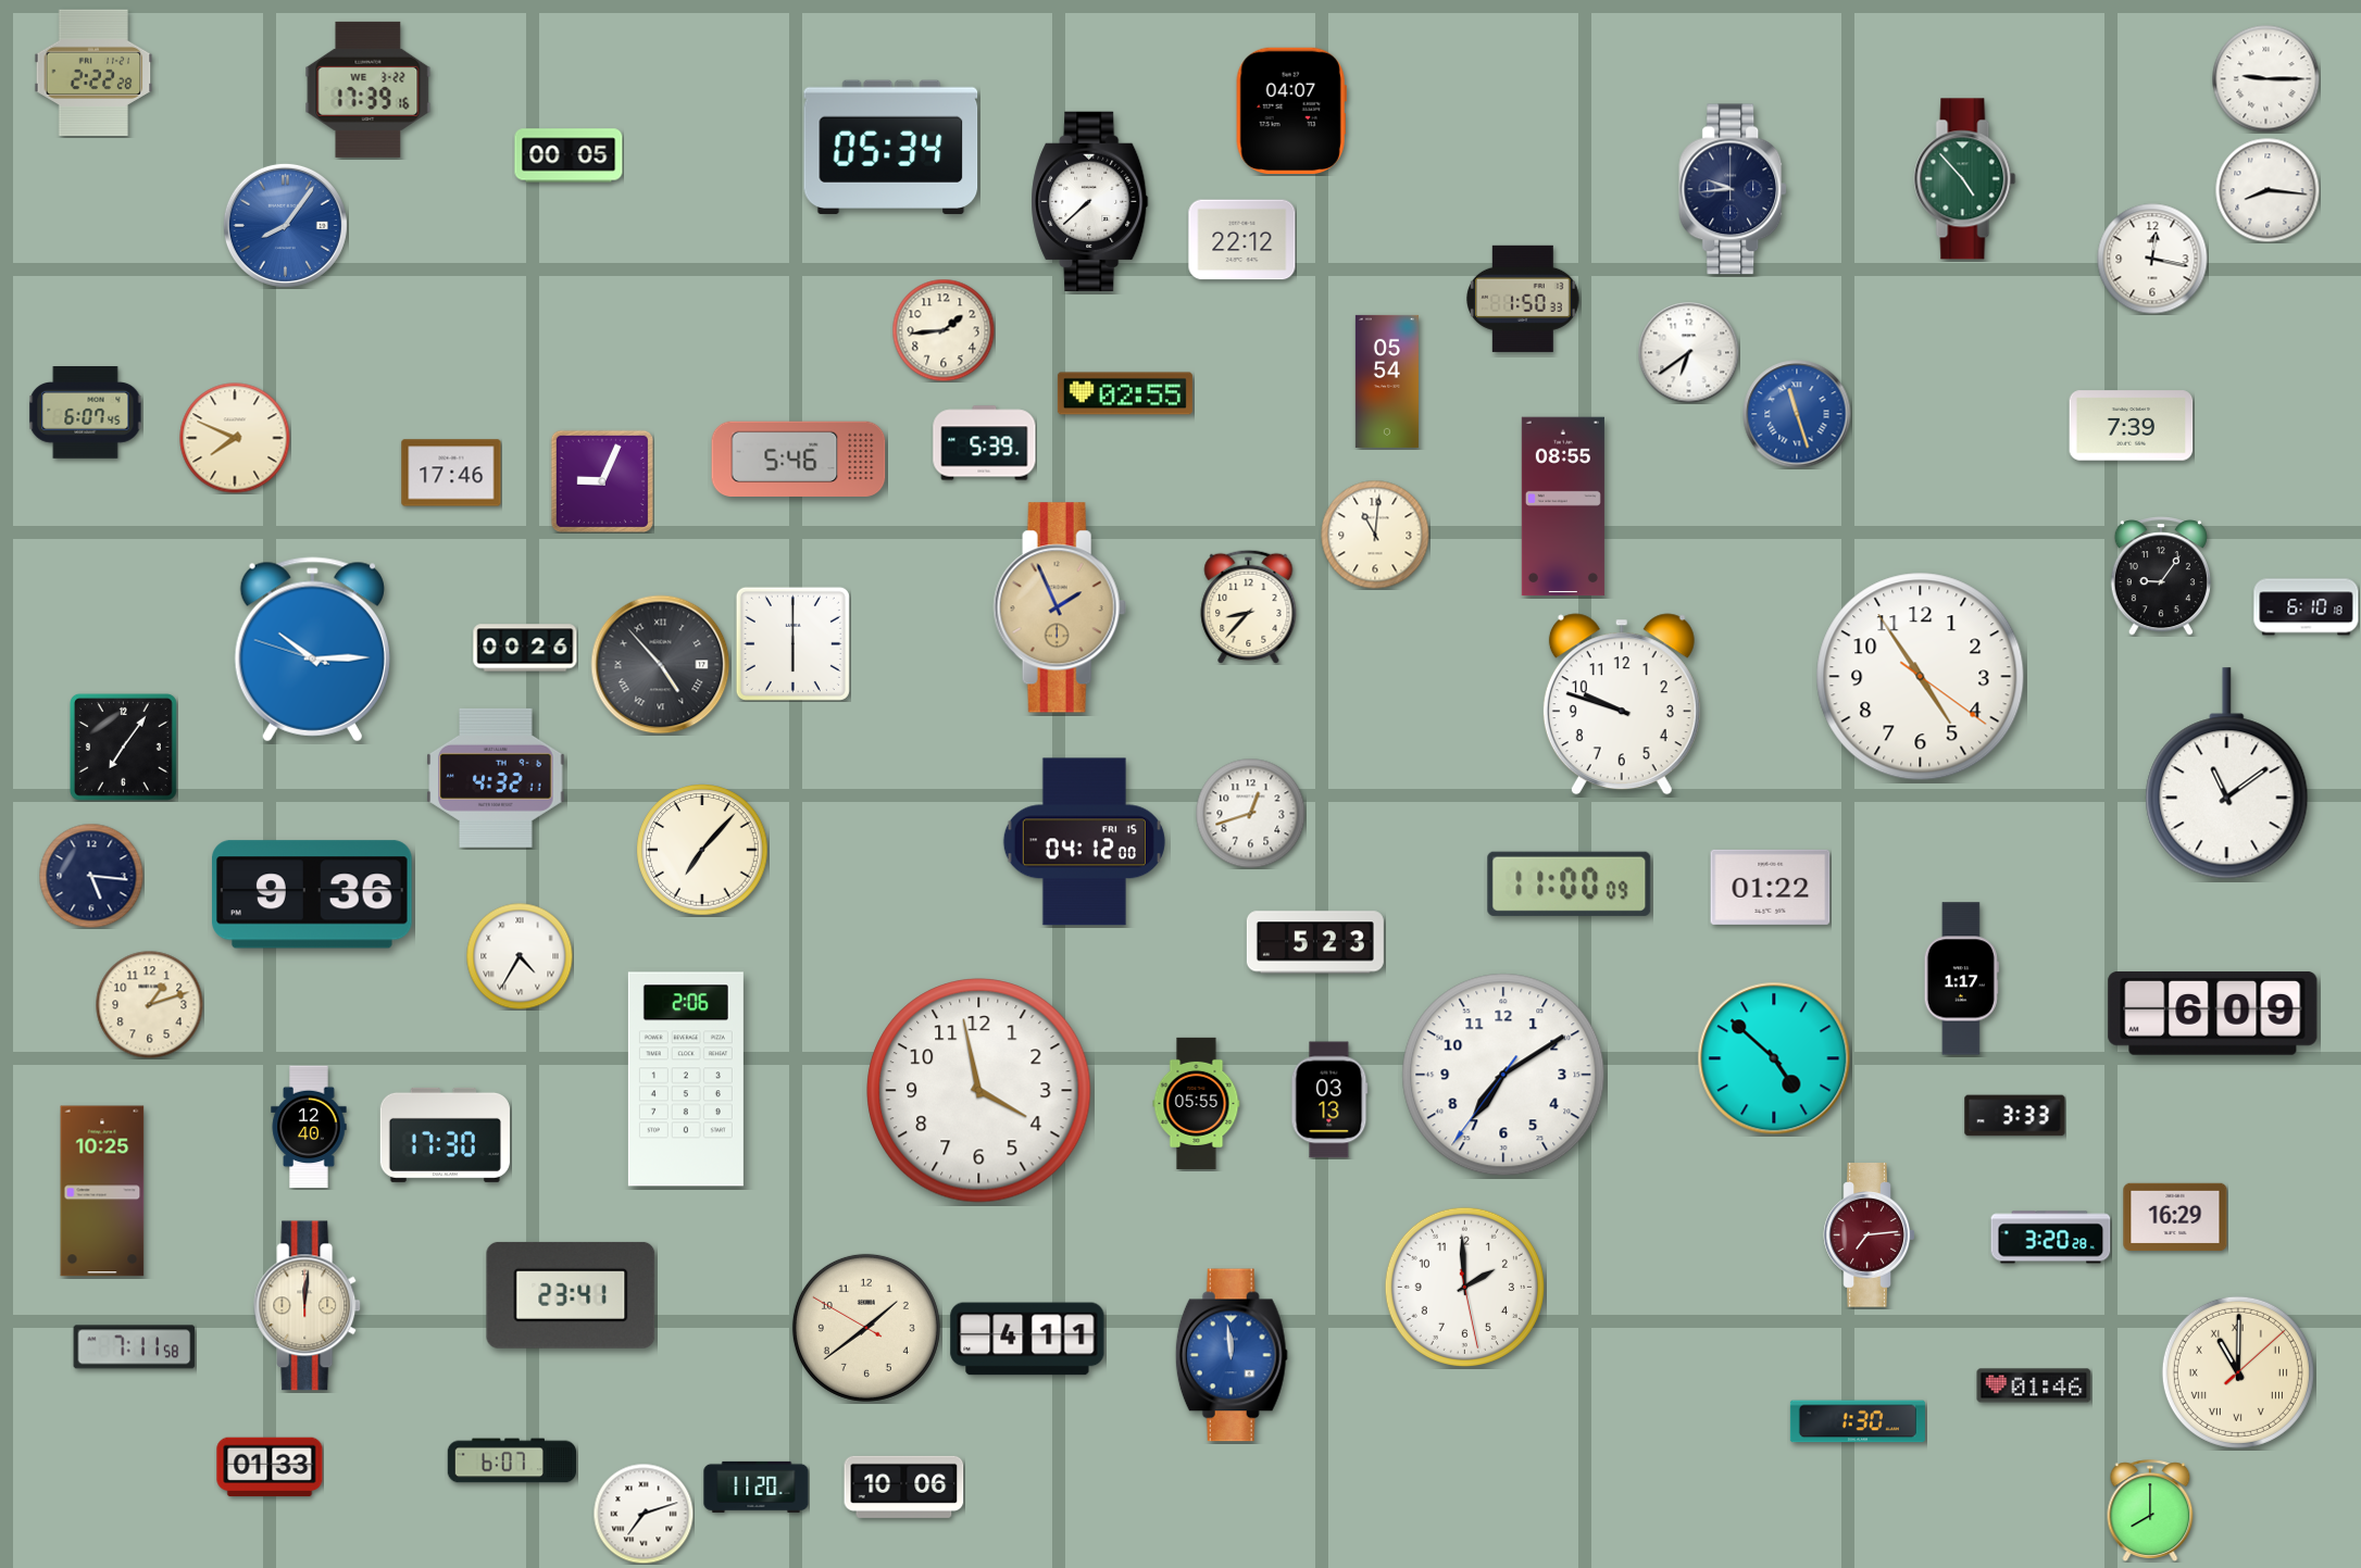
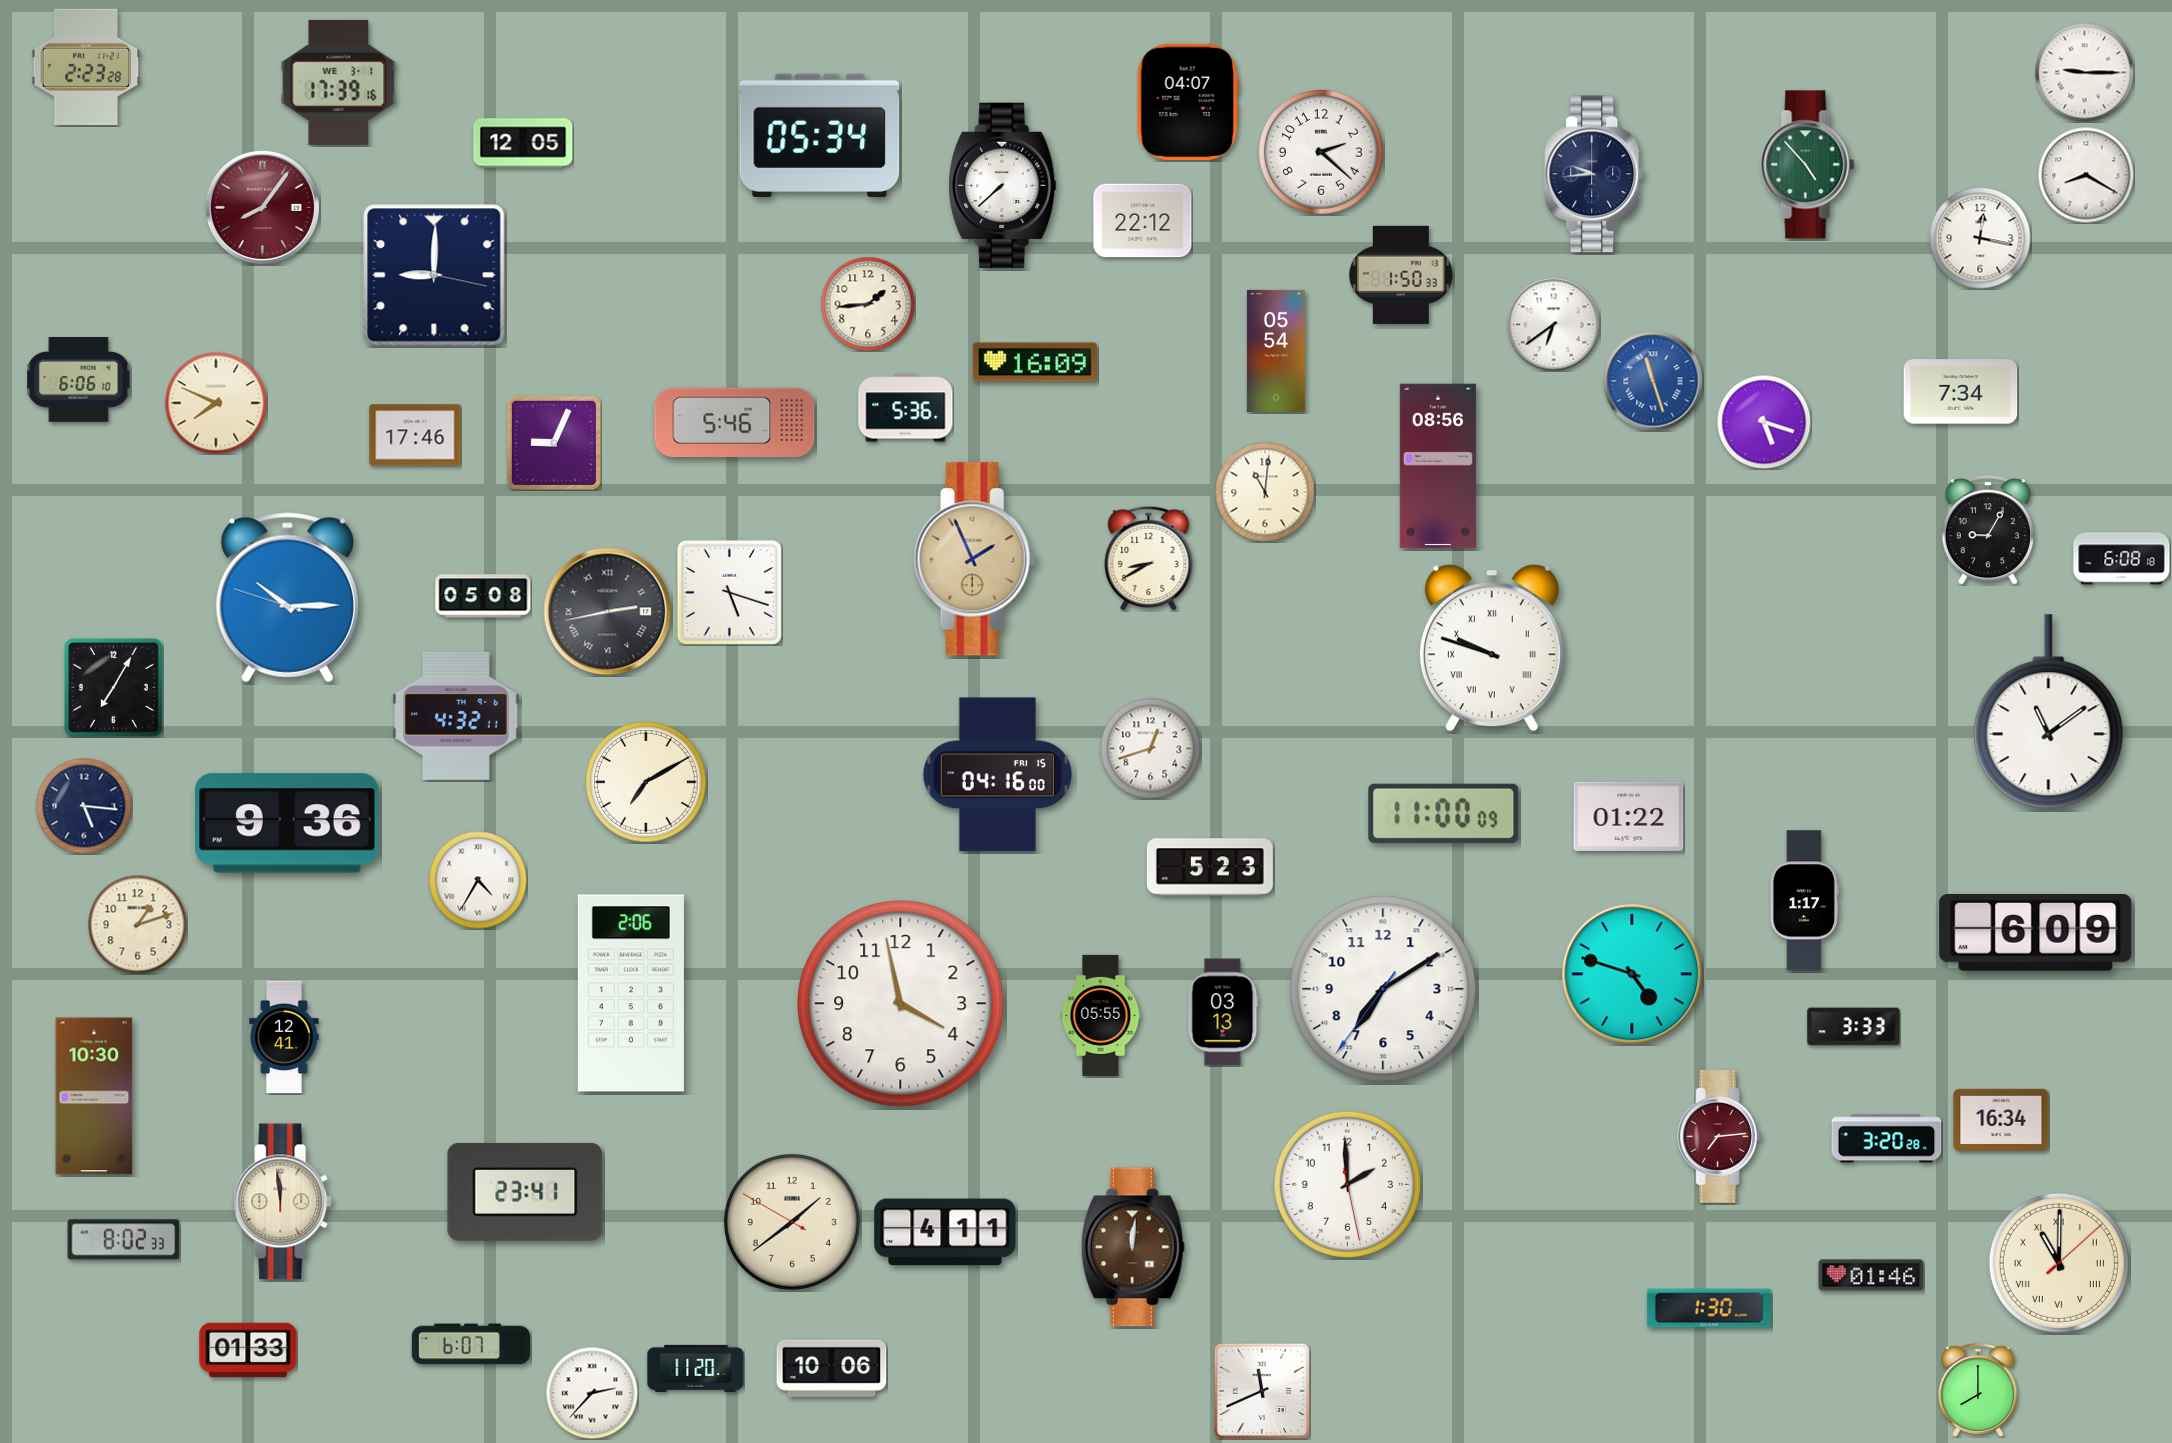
clock at (93, 73): 2:22 -> 2:23
clock at (368, 89) date: WE 3-22 -> WE 3-1
clock at (569, 155): 00:05 -> 12:05
clock at (1322, 153): none -> 2:22
clock at (2268, 190): 8:16 -> 8:20
clock at (285, 225) dial: blue -> burgundy
clock at (434, 275): none -> 9:00
clock at (1125, 393): 02:55 -> 16:09
clock at (86, 413): 6:07 -> 6:06
clock at (2132, 426): 7:39 -> 7:34
clock at (985, 443): 5:39 -> 5:36
clock at (1764, 422): none -> 5:18
clock at (1563, 506): 08:55 -> 08:56
clock at (2161, 576): 9:06 -> 9:05
clock at (1249, 606): 8:37 -> 8:40
clock at (2307, 607): 6:10 -> 6:08
clock at (792, 643): 6:00 -> 5:18
clock at (525, 648): 00:26 -> 05:08
clock at (661, 665): 4:53 -> 2:43
clock at (1921, 677): 4:54 -> none
clock at (1622, 704) numerals: Arabic -> Roman
clock at (123, 747): 7:06 -> 7:05
clock at (1084, 842): 04:12 -> 04:16
clock at (702, 850): 7:07 -> 7:10
clock at (1774, 1058): 4:52 -> 4:48
clock at (309, 1127): 12:40 -> 12:41
clock at (445, 1134): 17:30 -> none
clock at (102, 1191): 10:25 -> 10:30
clock at (2175, 1217): 16:29 -> 16:34
clock at (308, 1306): 12:01 -> 11:59
clock at (866, 1328) position: (866, 1328) -> (792, 1222)
clock at (135, 1347): 7:11 -> 8:02
clock at (1232, 1355): 11:59 -> 12:01
clock at (1232, 1355) dial: blue -> brown
clock at (1262, 1391): none -> 11:41
clock at (644, 1514): 7:12 -> 2:37
